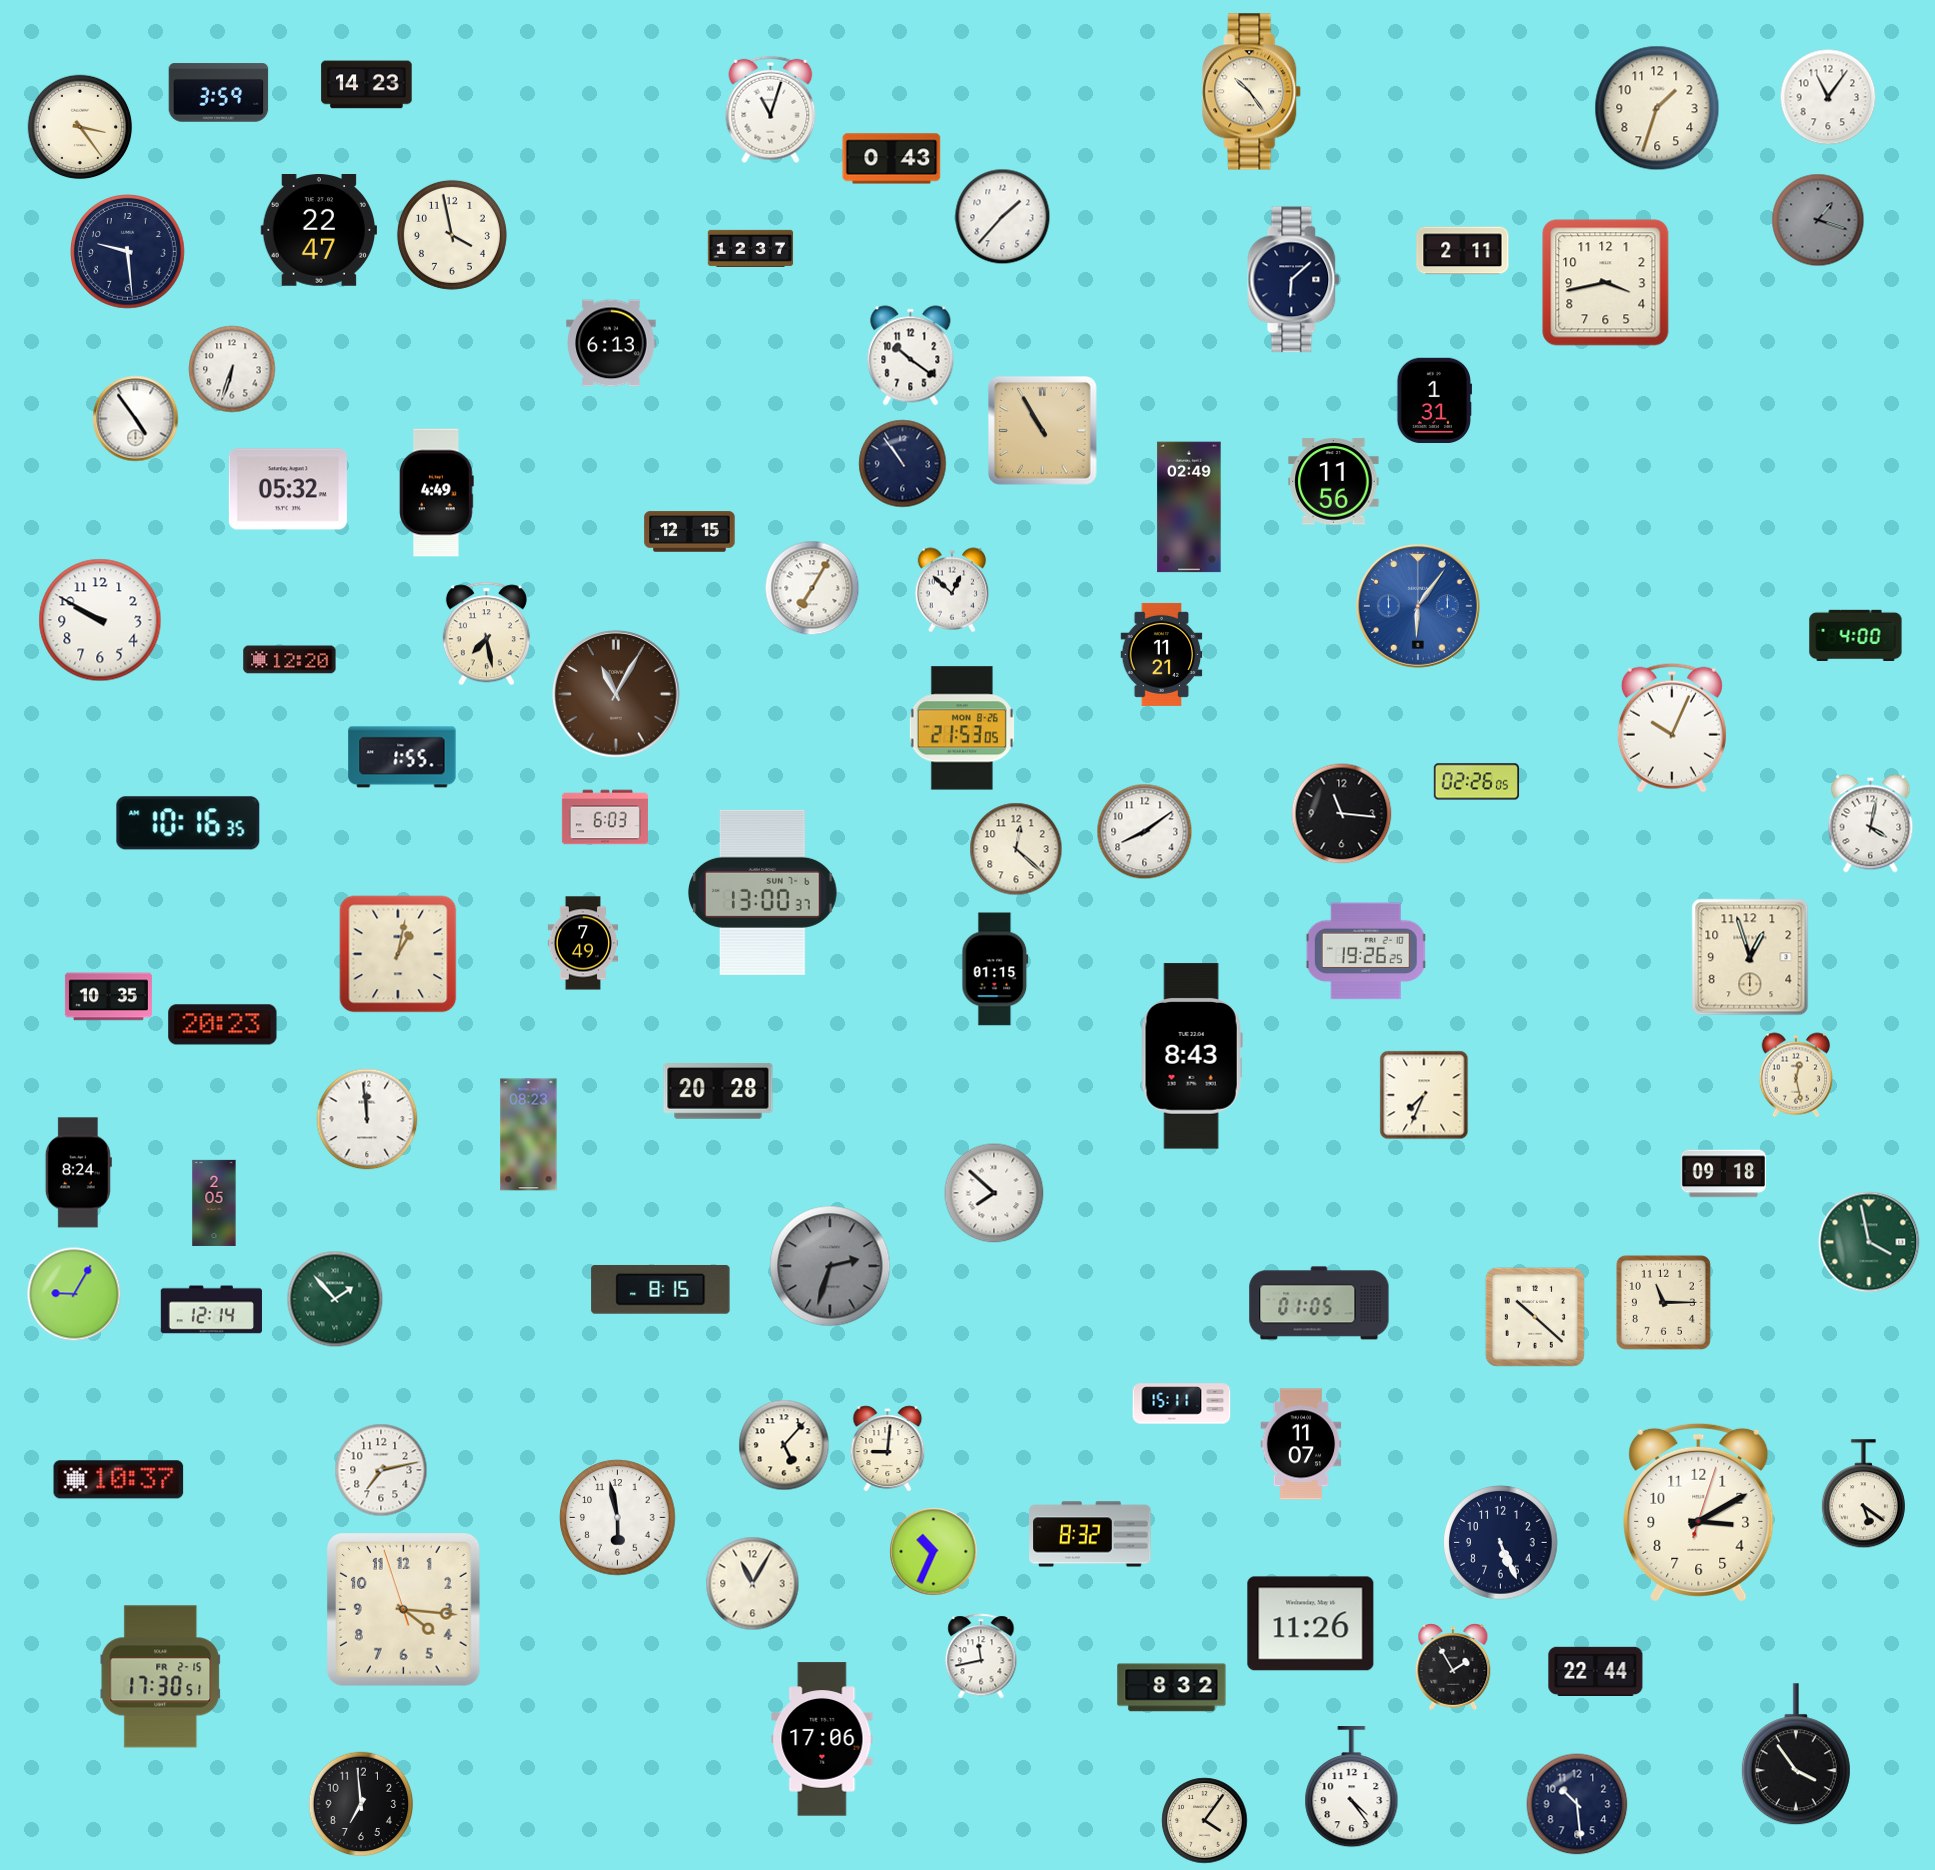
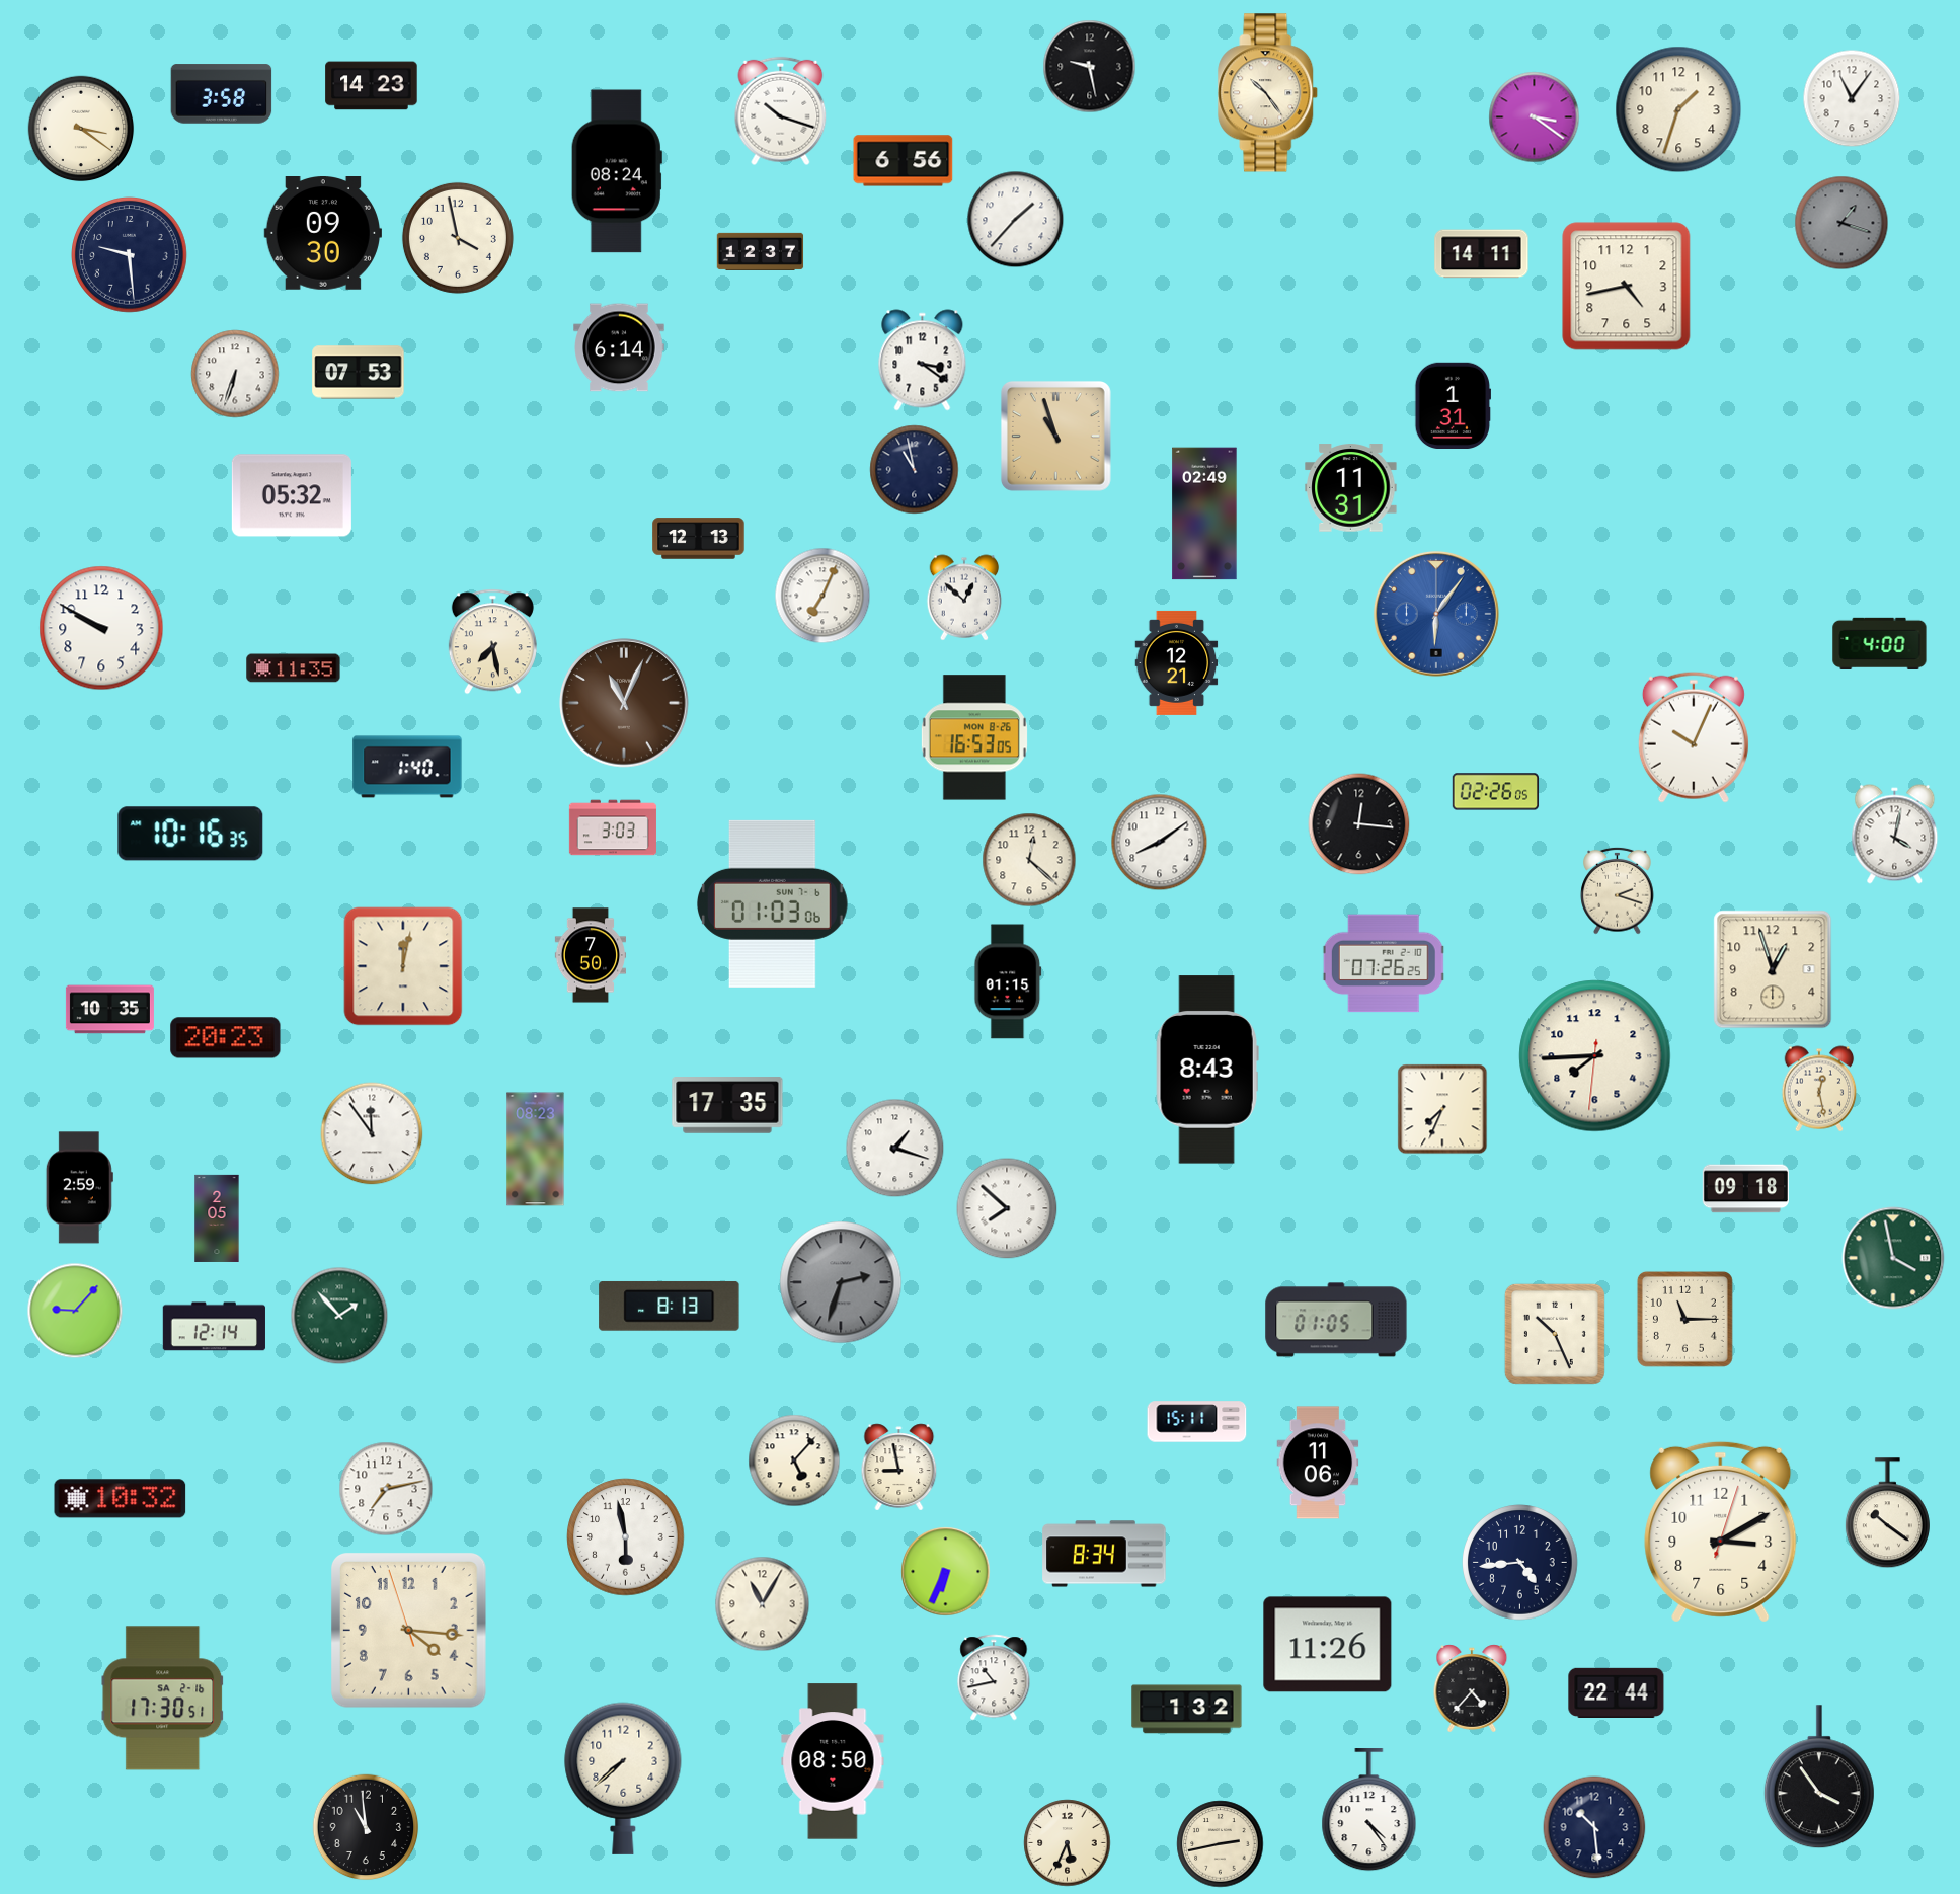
clock at (1090, 67): none -> 9:28
clock at (219, 93): 3:59 -> 3:58
clock at (771, 110): 11:03 -> 10:18
clock at (1535, 117): none -> 3:21
clock at (80, 127): 3:24 -> 3:21
clock at (892, 159): 0:43 -> 6:56
clock at (617, 171): none -> 08:24
clock at (318, 231): 22:47 -> 09:30
clock at (1463, 251): 2:11 -> 14:11
clock at (1294, 280): 6:08 -> none
clock at (1606, 283): 3:43 -> 4:43
clock at (611, 343): 6:13 -> 6:14
clock at (911, 356): 10:21 -> 3:21
clock at (359, 373): none -> 07:53
clock at (136, 419): 4:54 -> none
clock at (1042, 430): 10:55 -> 10:57
clock at (903, 464): 10:54 -> 10:58
clock at (1334, 482): 11:56 -> 11:31
clock at (437, 493): 4:49 -> none
clock at (690, 532): 12:15 -> 12:13
clock at (812, 588): 7:05 -> 7:04
clock at (1162, 654): 11:21 -> 12:21
clock at (290, 660): 12:20 -> 11:35
clock at (617, 695): 11:05 -> 11:04
clock at (962, 728): 21:53 -> 16:53
clock at (402, 757): 1:55 -> 1:40
clock at (1342, 814): 11:16 -> 12:16
clock at (605, 817): 6:03 -> 3:03
clock at (1618, 890): none -> 2:18
clock at (763, 892): 13:00 -> 01:03
clock at (582, 943): 7:49 -> 7:50
clock at (1366, 951): 19:26 -> 07:26
clock at (398, 954): 1:02 -> 12:02
clock at (1595, 1056): none -> 7:44
clock at (718, 1091): 20:28 -> 17:35
clock at (367, 1119): 11:59 -> 11:54
clock at (895, 1149): none -> 1:18
clock at (78, 1173): 8:24 -> 2:59
clock at (661, 1289): 8:15 -> 8:13
clock at (74, 1294): 9:05 -> 9:07
clock at (1535, 1317): 10:22 -> 10:26
clock at (1301, 1444): 11:07 -> 11:06
clock at (784, 1445) position: (784, 1445) -> (794, 1461)
clock at (888, 1449): 9:01 -> 8:58
clock at (119, 1480): 10:37 -> 10:32
clock at (1863, 1494): 5:21 -> 10:21
clock at (1090, 1534): 8:32 -> 8:34
clock at (1501, 1543): 5:26 -> 4:44
clock at (934, 1552): 10:34 -> 6:34
clock at (981, 1656): 11:43 -> 10:43
clock at (1453, 1667): 1:55 -> 4:37
clock at (161, 1677) date: FR 2-15 -> SA 2-16
clock at (1172, 1688): 8:32 -> 1:32
clock at (822, 1739): 17:06 -> 08:50
clock at (623, 1779): none -> 7:38
clock at (361, 1804): 6:59 -> 10:59
clock at (1577, 1804) position: (1577, 1804) -> (1594, 1827)
clock at (1068, 1843): none -> 5:34
clock at (1205, 1821): 4:06 -> 2:43
